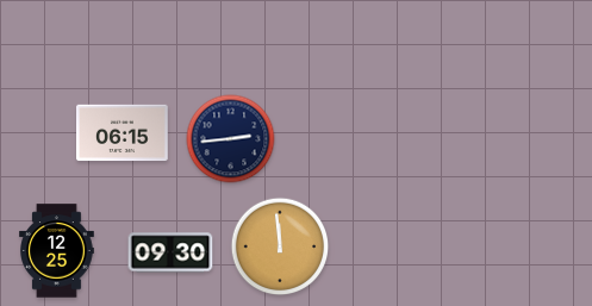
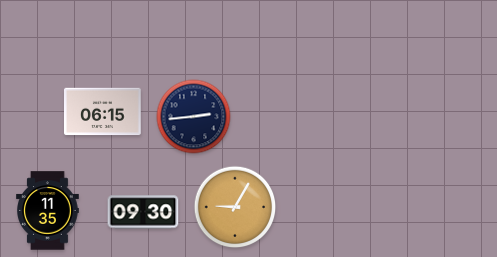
clock at (280, 246): 11:59 -> 9:05
clock at (57, 251): 12:25 -> 11:35
